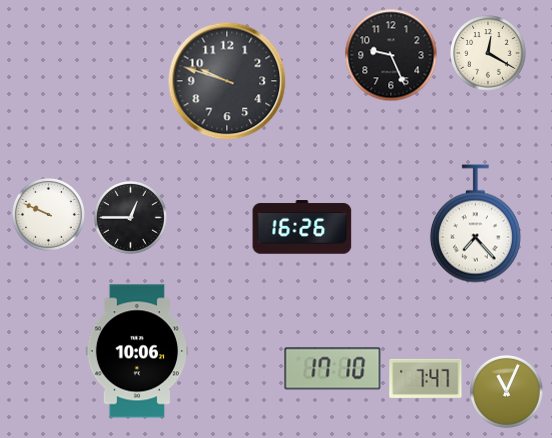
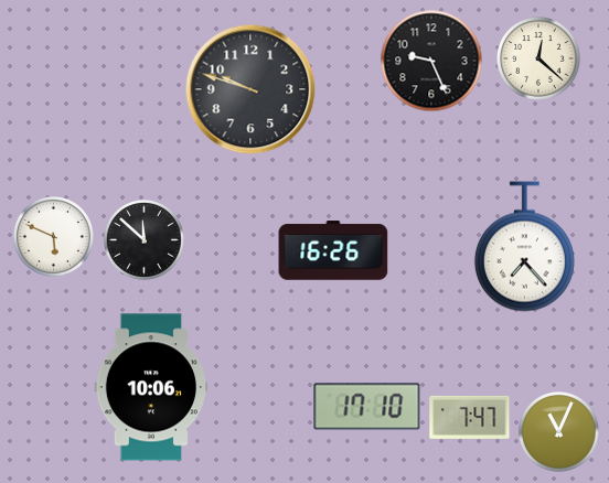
clock at (488, 53): 12:20 -> 12:22
clock at (48, 214): 9:49 -> 5:49
clock at (130, 217): 12:45 -> 11:52
